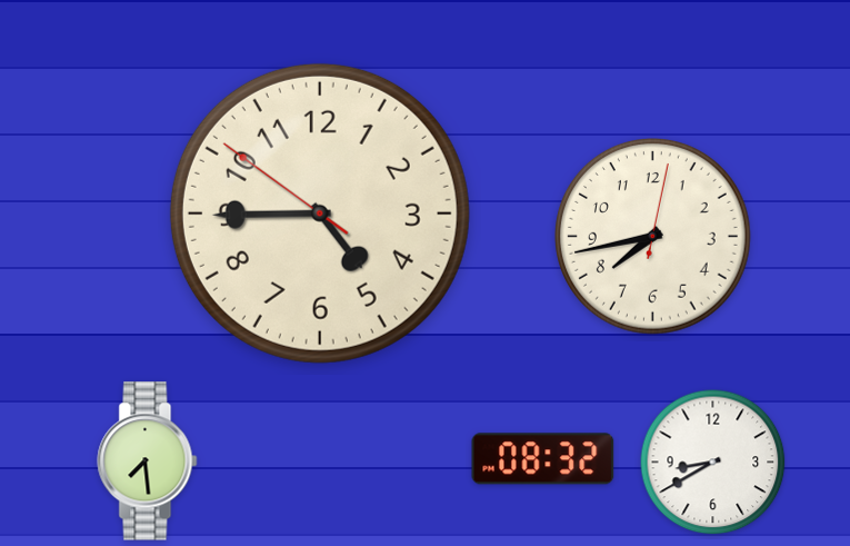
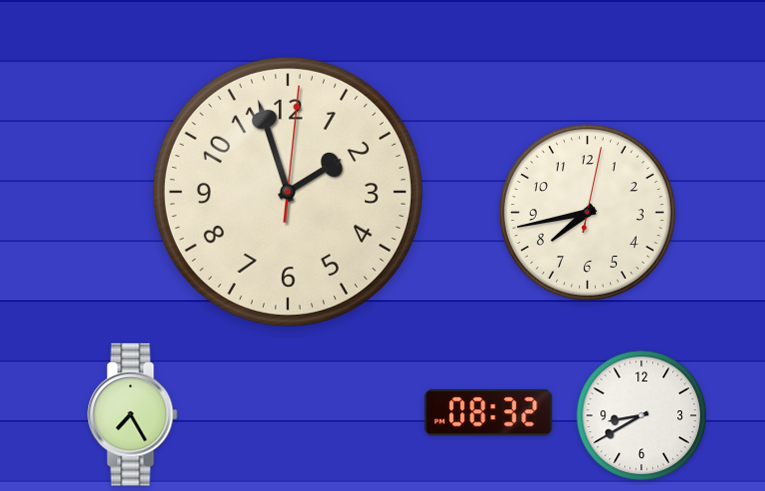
clock at (320, 214): 4:44 -> 1:57
clock at (148, 461): 7:29 -> 7:25
